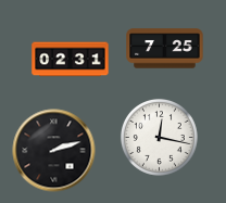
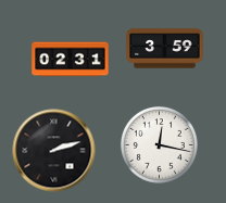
clock at (165, 49): 7:25 -> 3:59
clock at (159, 137) position: (159, 137) -> (159, 144)
